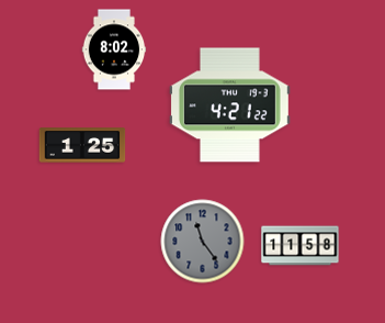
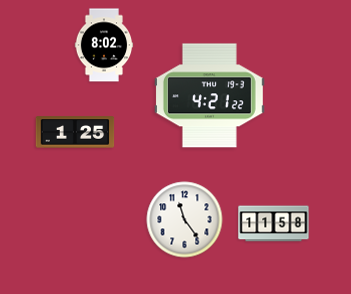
clock at (203, 242) dial: grey -> white
